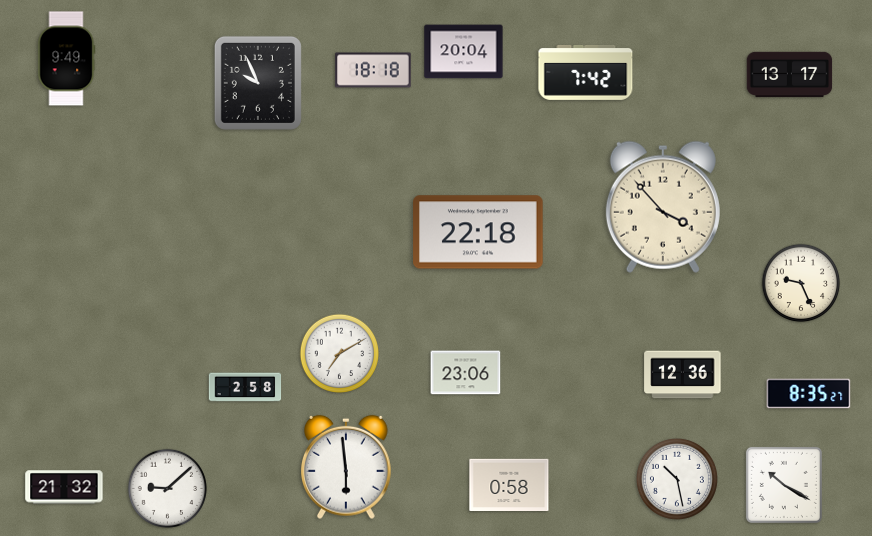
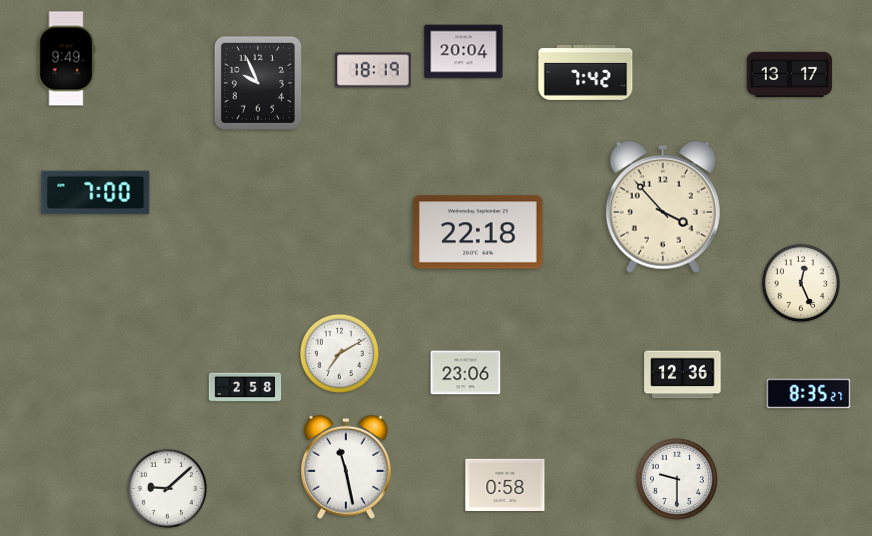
clock at (373, 70): 18:18 -> 18:19
clock at (96, 193): none -> 7:00
clock at (801, 283): 9:26 -> 12:26
clock at (347, 467): 5:59 -> 11:28
clock at (677, 479): 10:28 -> 9:30
clock at (509, 485) position: (509, 485) -> (505, 485)
clock at (784, 485): 10:20 -> none
clock at (64, 487): 21:32 -> none
